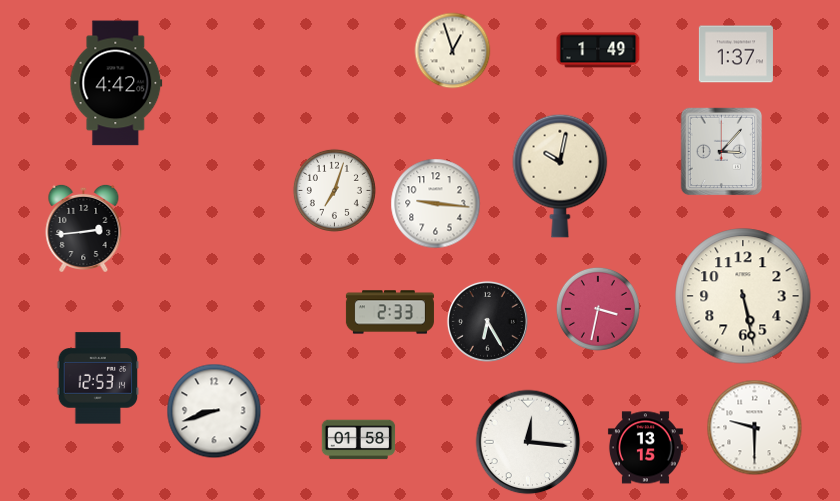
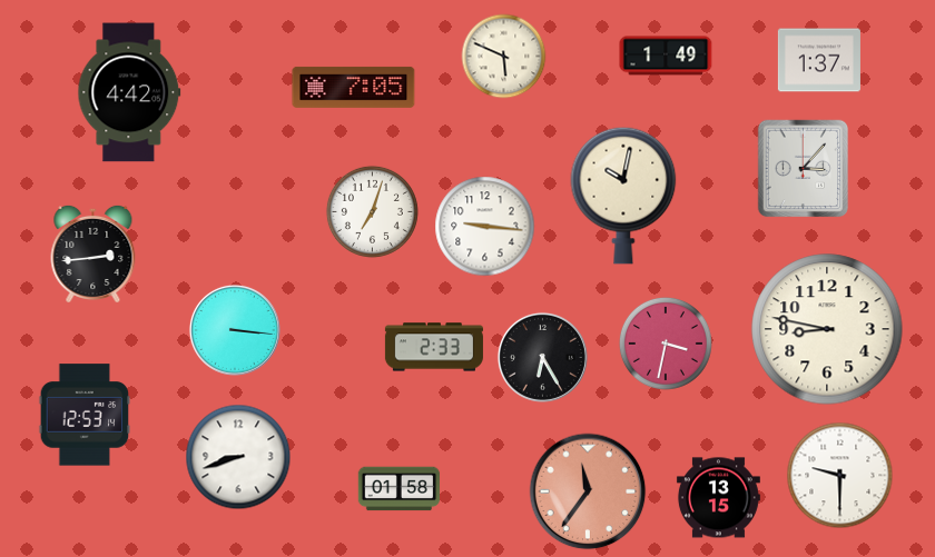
clock at (453, 51): 12:57 -> 5:49
clock at (354, 87): none -> 7:05
clock at (743, 296): 5:28 -> 8:47
clock at (235, 330): none -> 3:16
clock at (98, 378) position: (98, 378) -> (85, 415)
clock at (528, 442): 12:16 -> 11:36
clock at (528, 442) dial: white -> salmon
